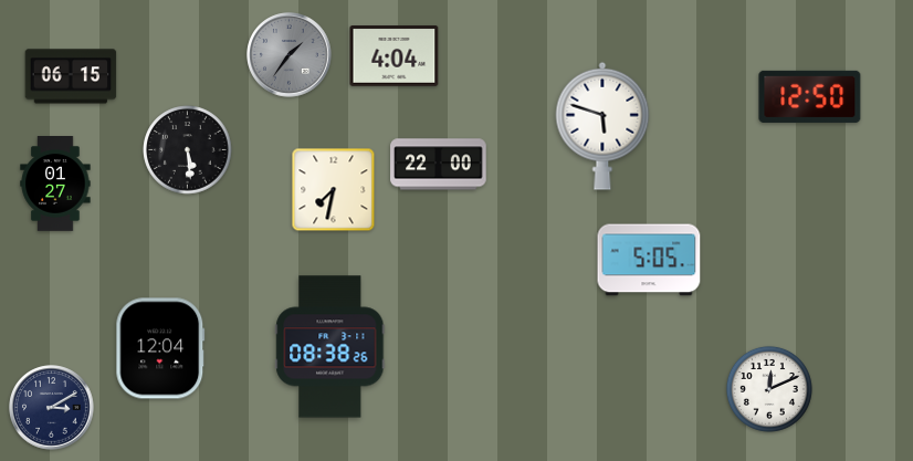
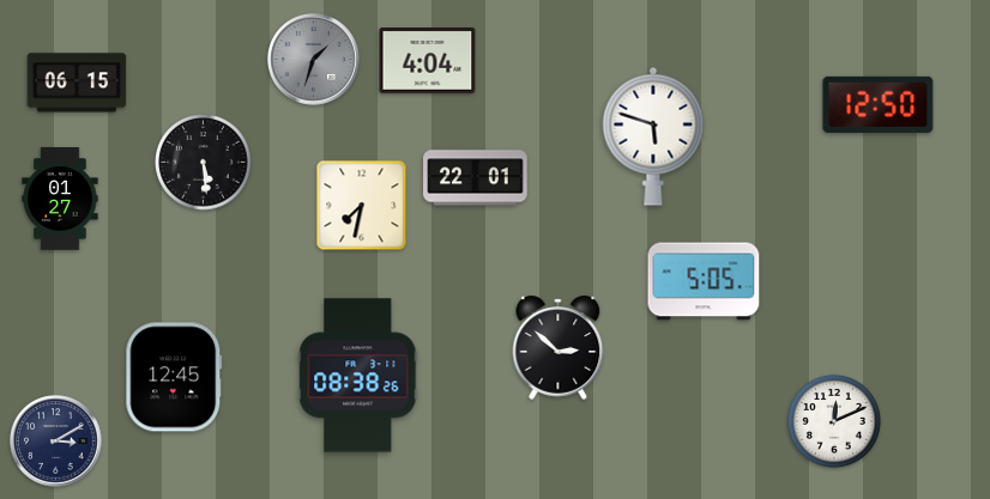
clock at (290, 55): 1:36 -> 1:33
clock at (439, 165): 22:00 -> 22:01
clock at (559, 347): none -> 2:52
clock at (160, 348): 12:04 -> 12:45
